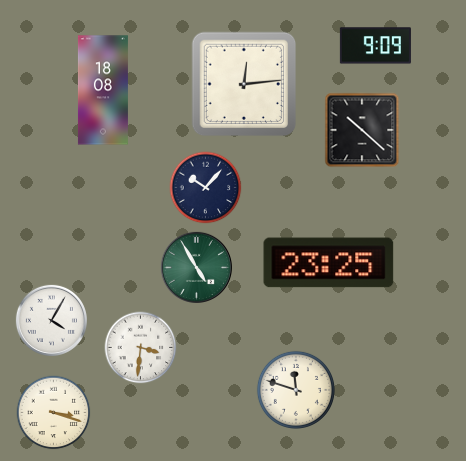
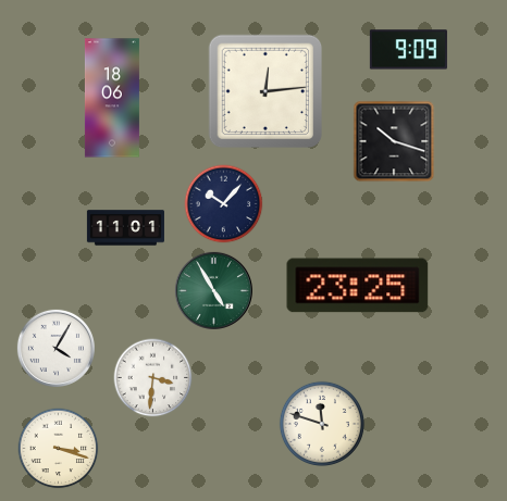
clock at (103, 90): 18:08 -> 18:06
clock at (362, 130): 10:22 -> 10:18
clock at (125, 228): none -> 11:01
